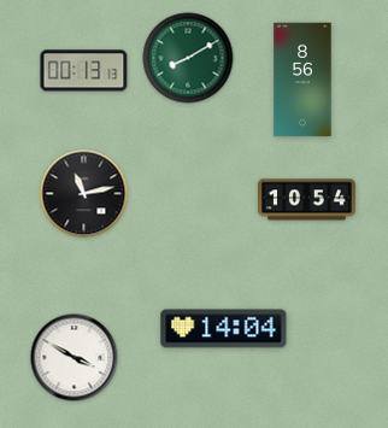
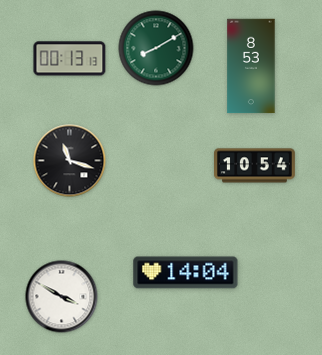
clock at (302, 80): 8:56 -> 8:53
clock at (84, 194): 11:13 -> 11:18
